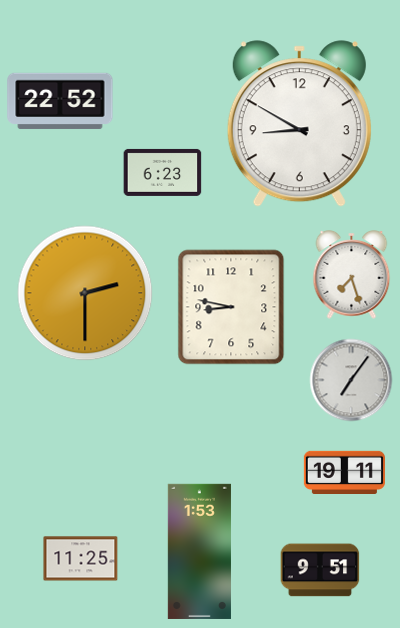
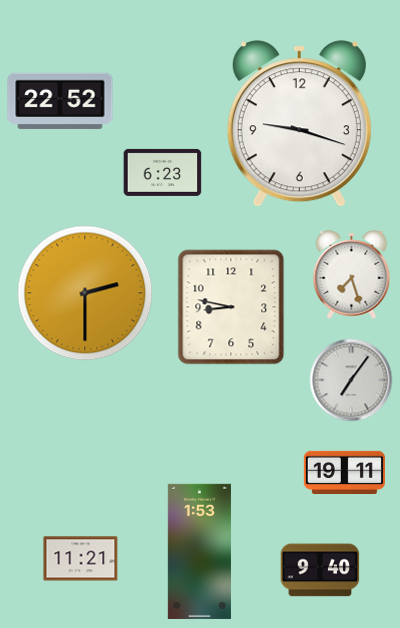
clock at (299, 124): 8:50 -> 9:18
clock at (81, 559): 11:25 -> 11:21
clock at (320, 570): 9:51 -> 9:40
